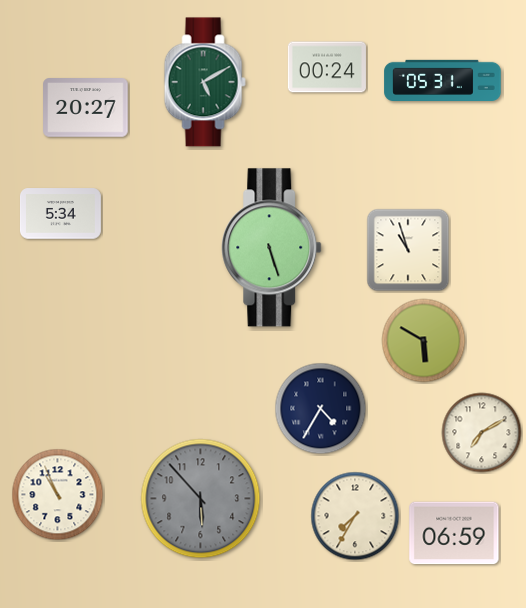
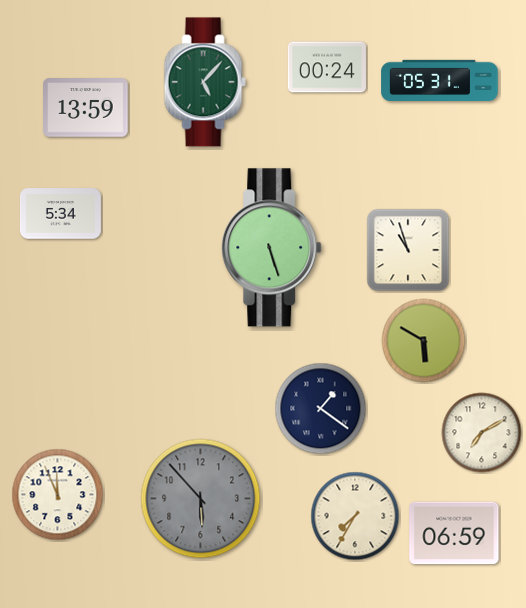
clock at (443, 80) position: (443, 80) -> (440, 80)
clock at (205, 82): 5:10 -> 5:07
clock at (86, 108): 20:27 -> 13:59
clock at (321, 409): 4:35 -> 1:21
clock at (58, 495): 10:56 -> 11:56
